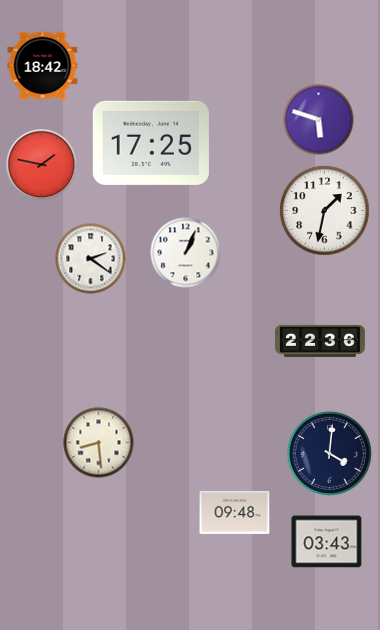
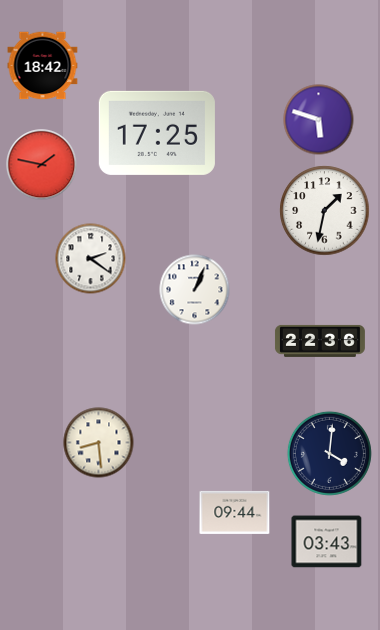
clock at (151, 143) position: (151, 143) -> (157, 133)
clock at (186, 253) position: (186, 253) -> (195, 290)
clock at (235, 512): 09:48 -> 09:44
